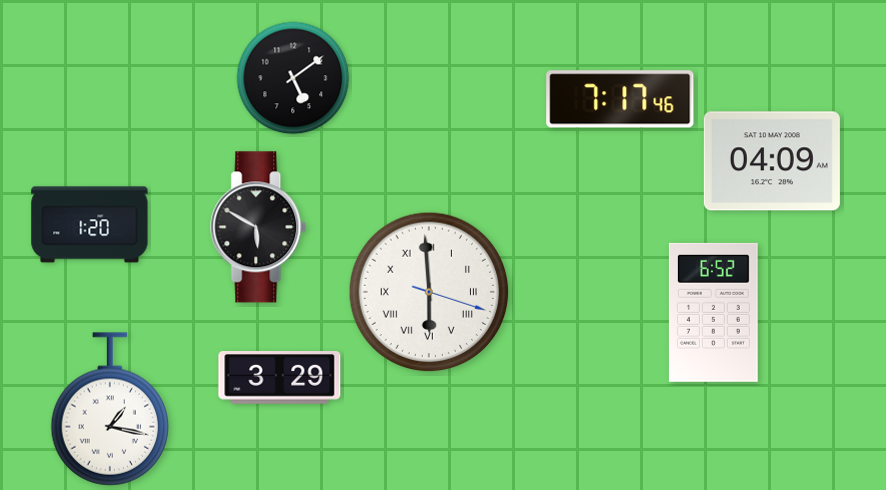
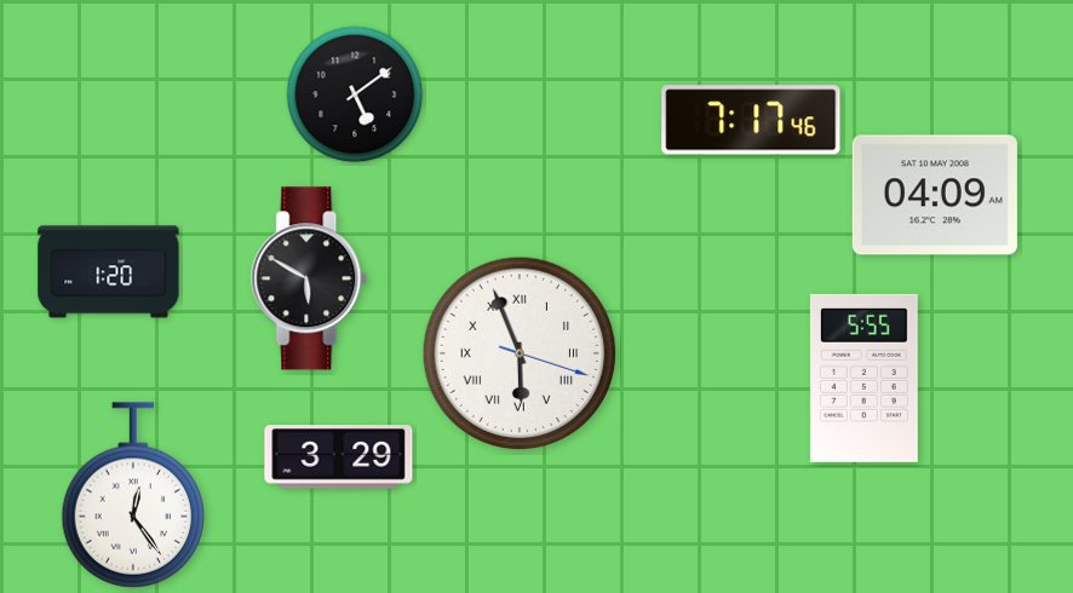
clock at (259, 227) position: (259, 227) -> (310, 278)
clock at (429, 292): 5:59 -> 5:56
clock at (713, 312): 6:52 -> 5:55
clock at (110, 409): 1:17 -> 12:24
